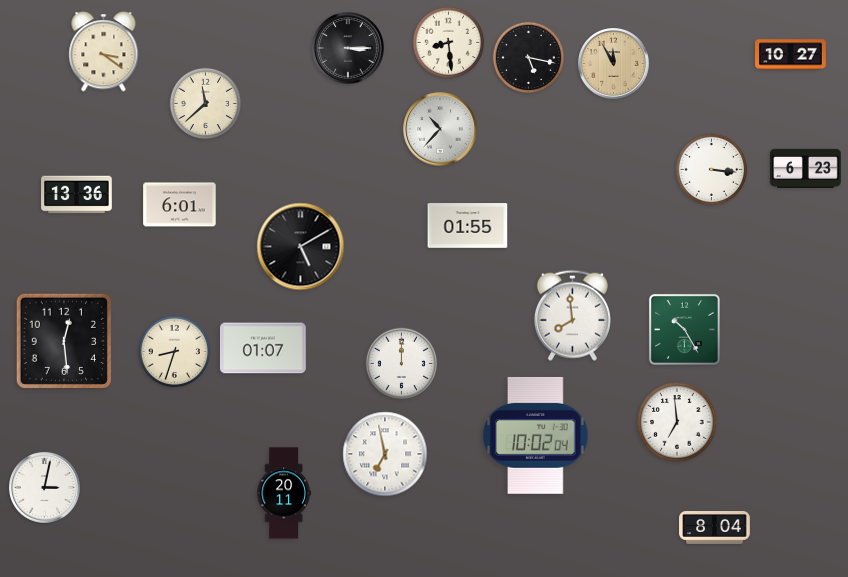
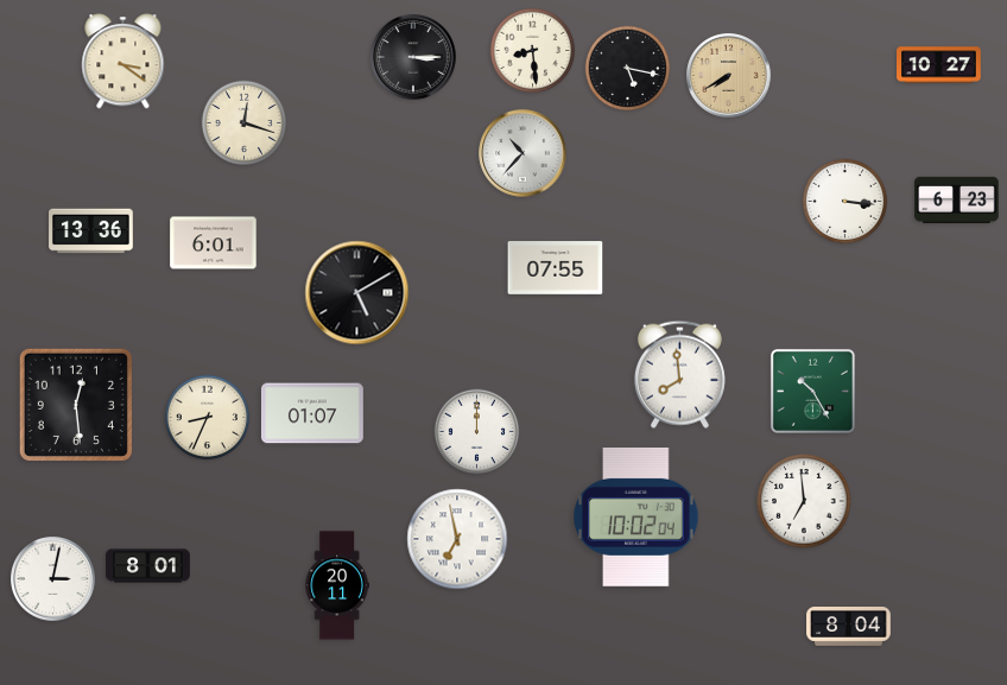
clock at (614, 64): 11:55 -> 7:40
clock at (206, 104): 11:38 -> 12:18
clock at (468, 226): 01:55 -> 07:55
clock at (175, 352): 8:33 -> 8:34
clock at (148, 566): none -> 8:01
